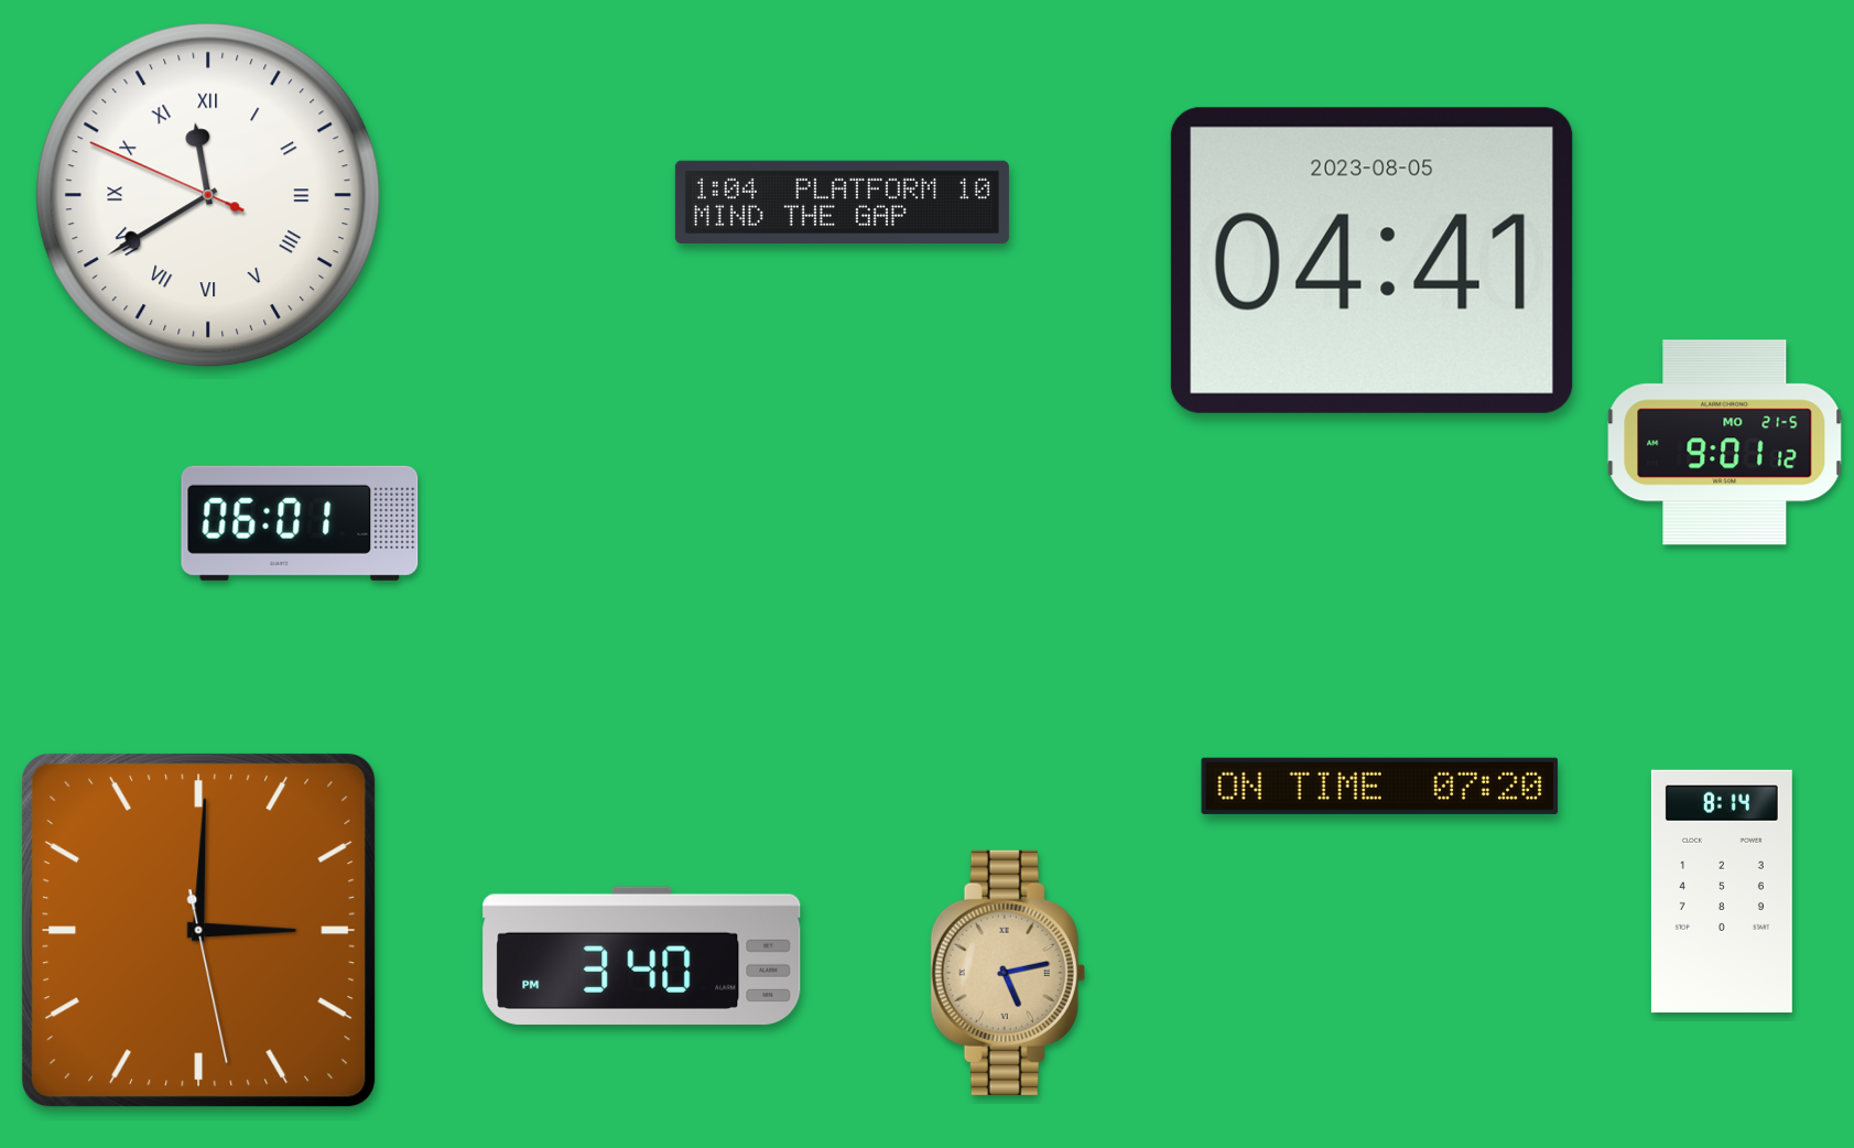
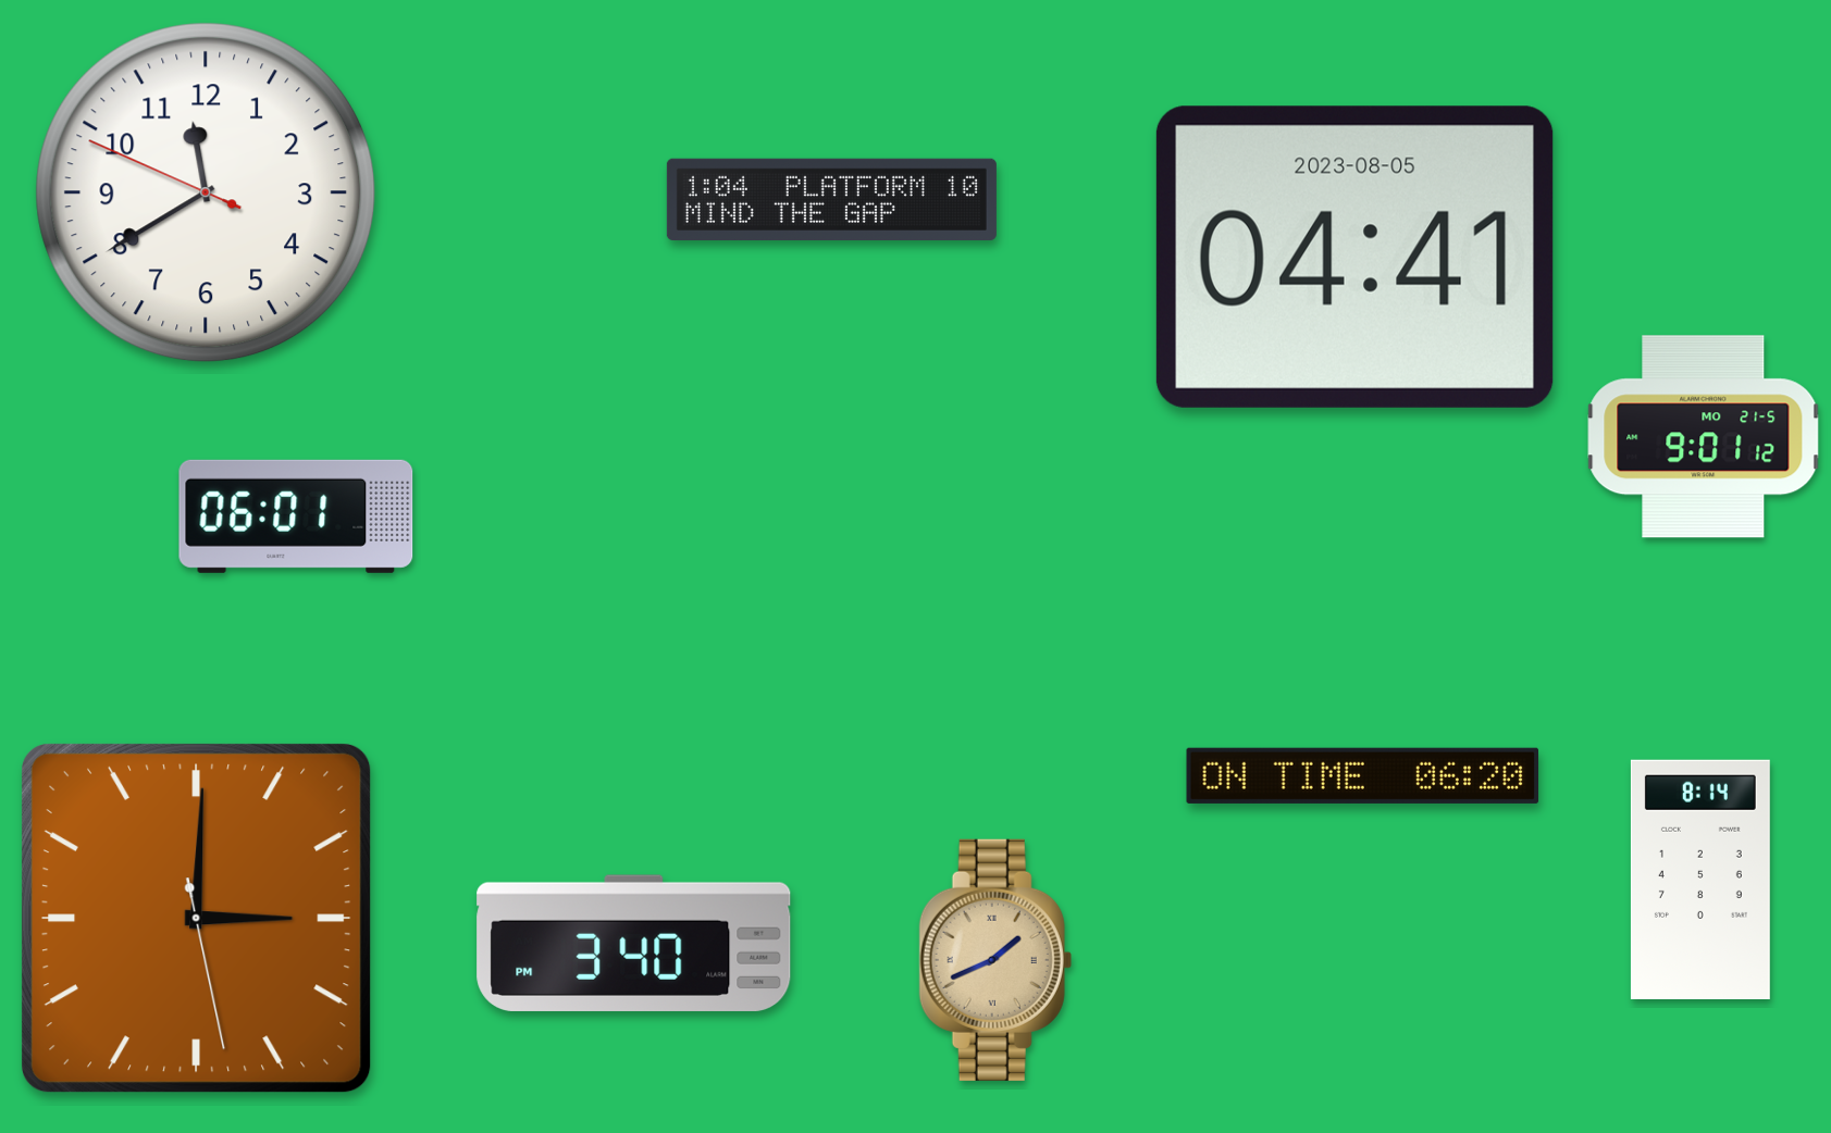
clock at (208, 195) numerals: Roman -> Arabic
clock at (1380, 786): 07:20 -> 06:20
clock at (1008, 973): 5:13 -> 1:41
